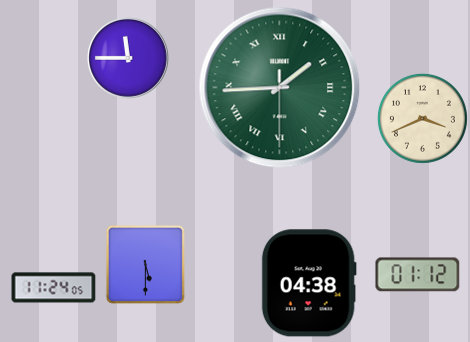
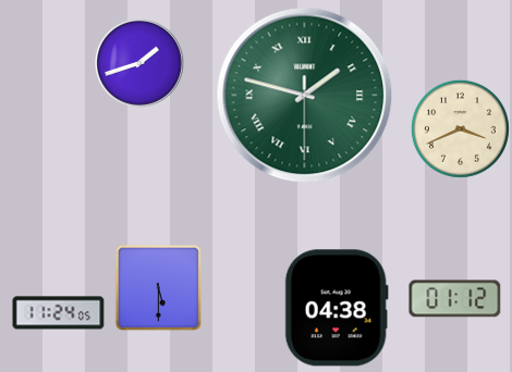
clock at (128, 58): 11:45 -> 1:42
clock at (280, 88): 1:44 -> 1:47
